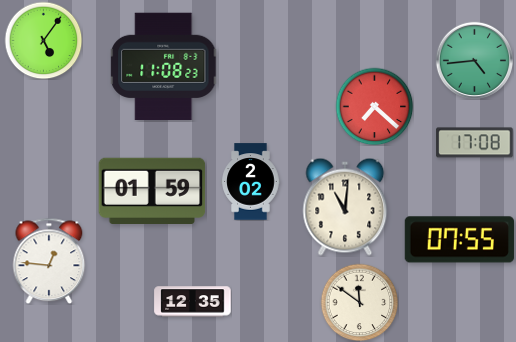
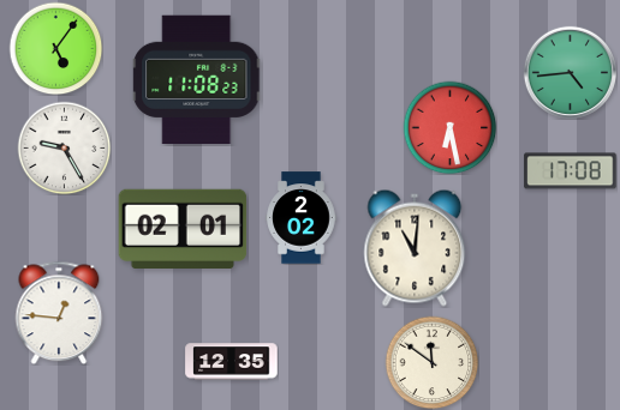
clock at (43, 40) position: (43, 40) -> (55, 48)
clock at (374, 106): 7:22 -> 6:28
clock at (64, 147): none -> 9:25
clock at (152, 190): 01:59 -> 02:01
clock at (459, 240): 07:55 -> none
